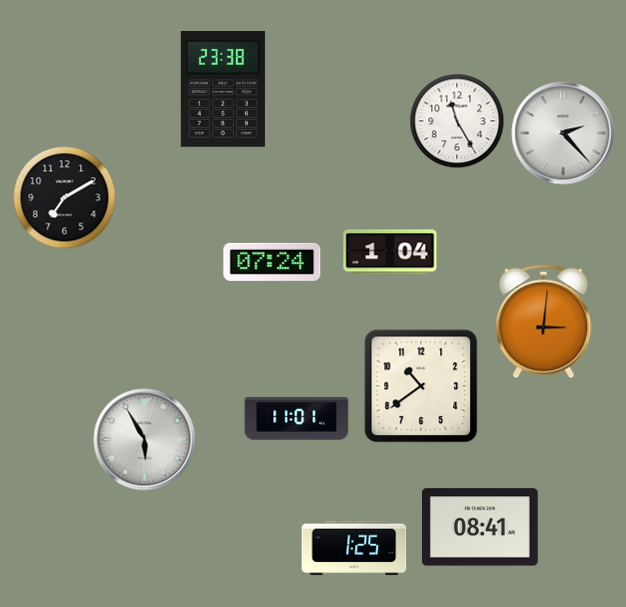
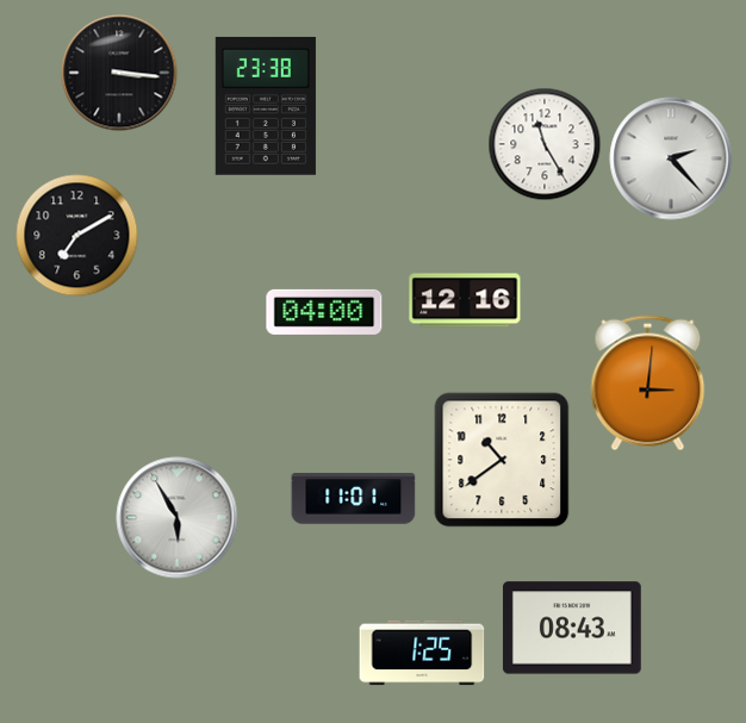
clock at (119, 73): none -> 3:16
clock at (390, 252): 1:04 -> 12:16
clock at (272, 262): 07:24 -> 04:00
clock at (145, 440) position: (145, 440) -> (178, 518)
clock at (480, 527): 08:41 -> 08:43
